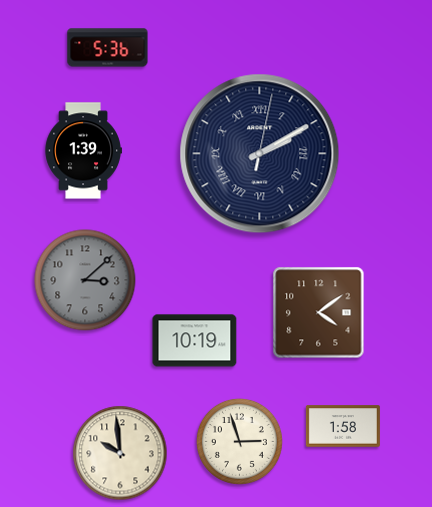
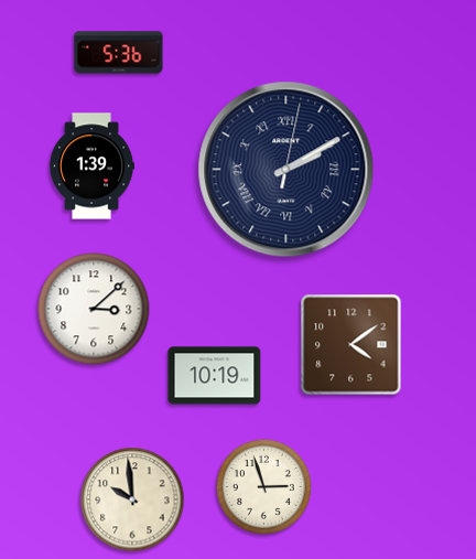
clock at (85, 280) dial: grey -> white
clock at (343, 426): 1:58 -> none
